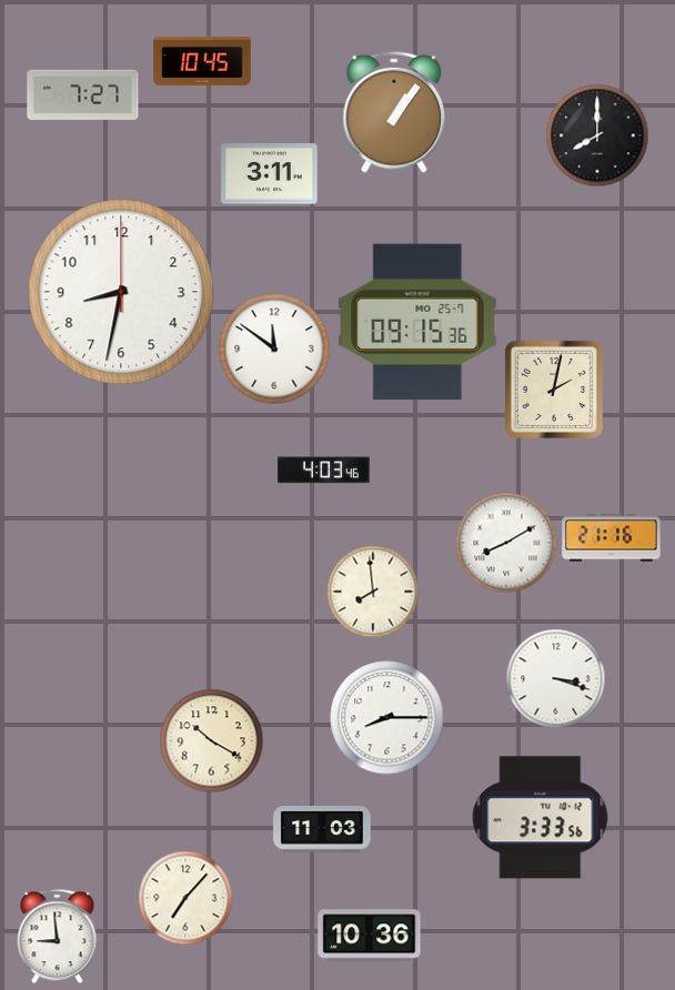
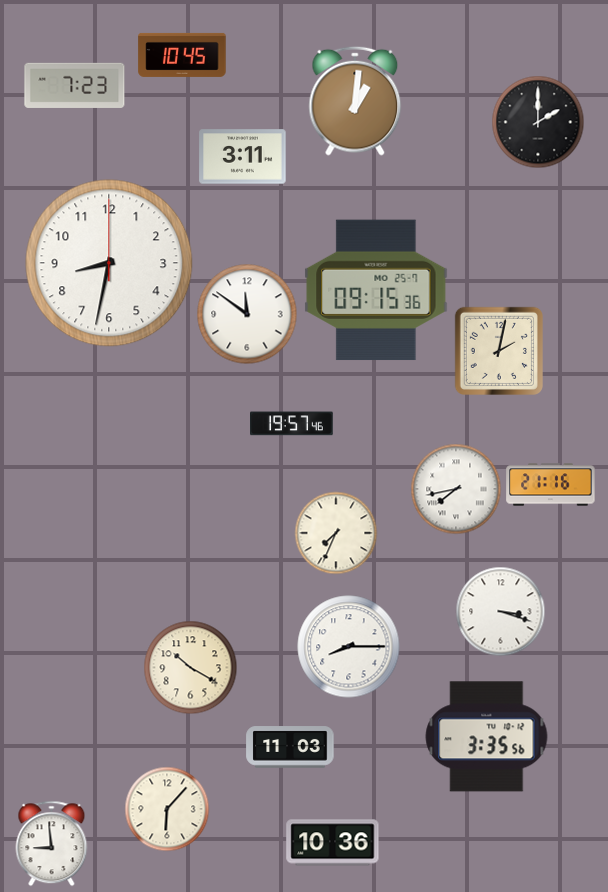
clock at (83, 94): 7:27 -> 7:23
clock at (394, 112): 1:06 -> 1:01
clock at (597, 135): 8:00 -> 2:00
clock at (324, 471): 4:03 -> 19:57
clock at (506, 543): 8:10 -> 7:43
clock at (373, 592): 7:59 -> 7:34
clock at (541, 818): 3:33 -> 3:35
clock at (185, 898): 7:07 -> 6:07
